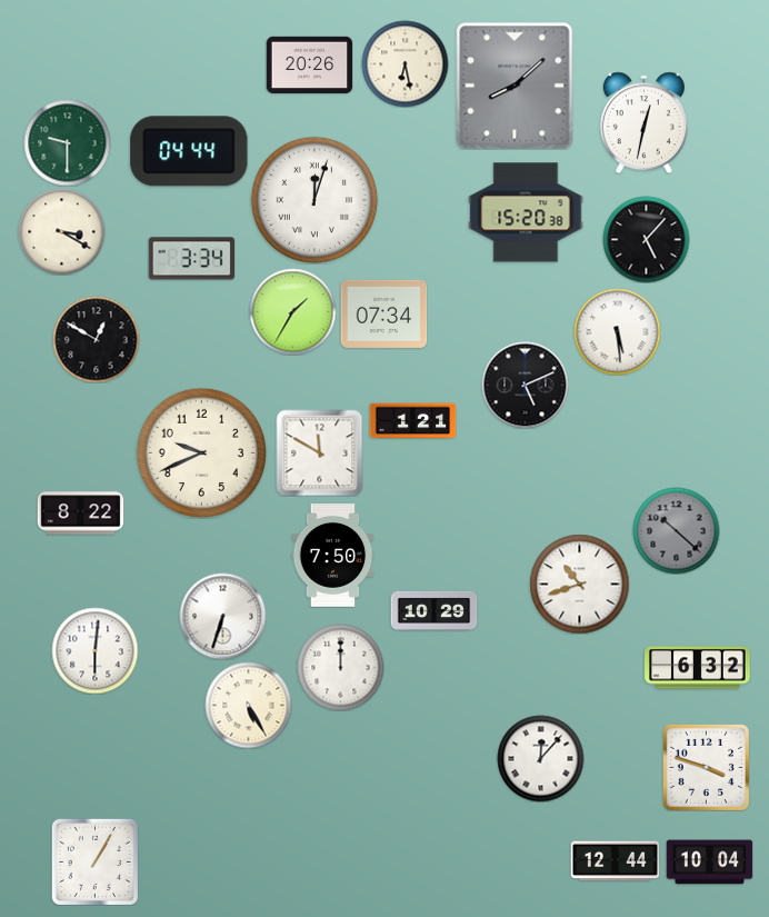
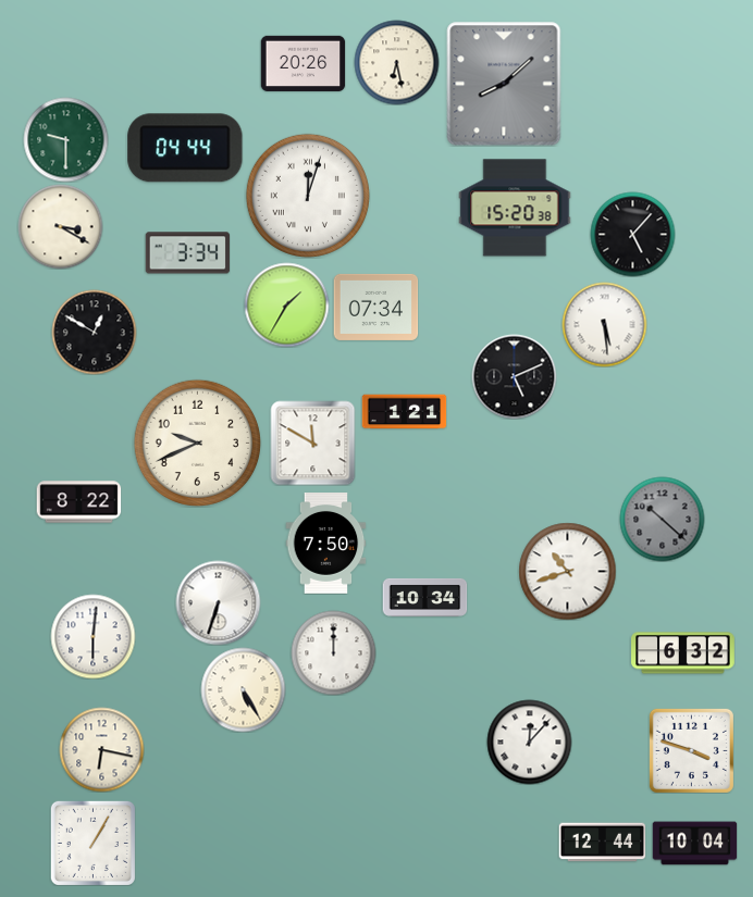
clock at (643, 122): 12:32 -> none
clock at (433, 610): 10:29 -> 10:34
clock at (101, 749): none -> 6:17
